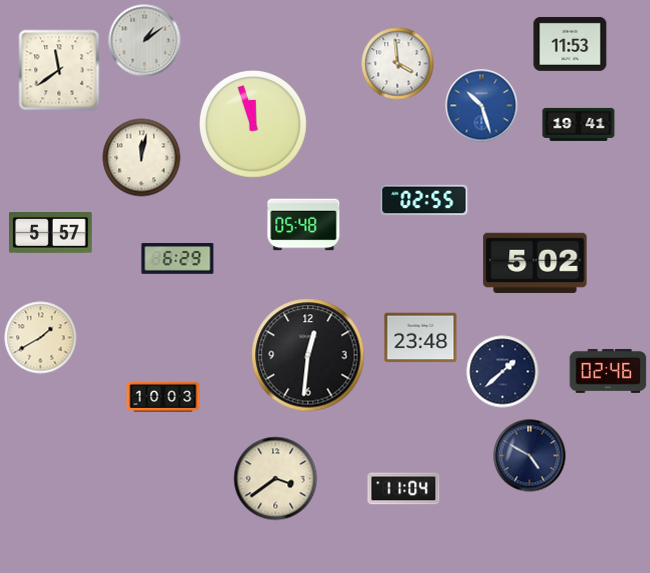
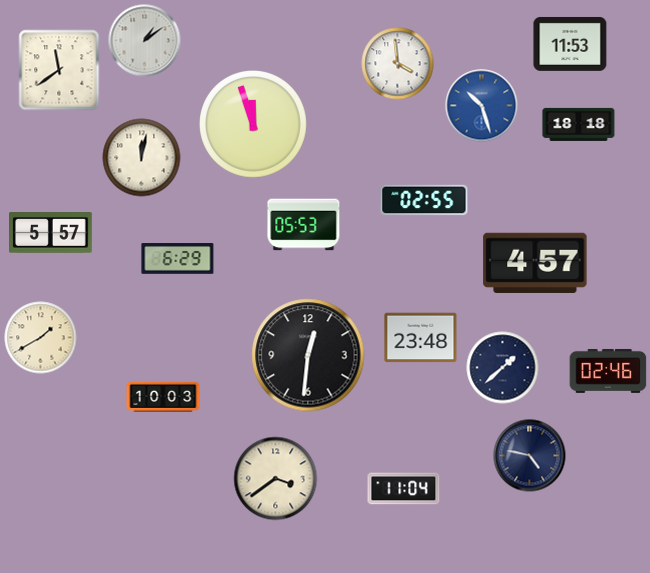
clock at (579, 124): 19:41 -> 18:18
clock at (304, 225): 05:48 -> 05:53
clock at (535, 262): 5:02 -> 4:57
clock at (503, 372) position: (503, 372) -> (503, 368)
clock at (530, 456): 4:50 -> 4:47
